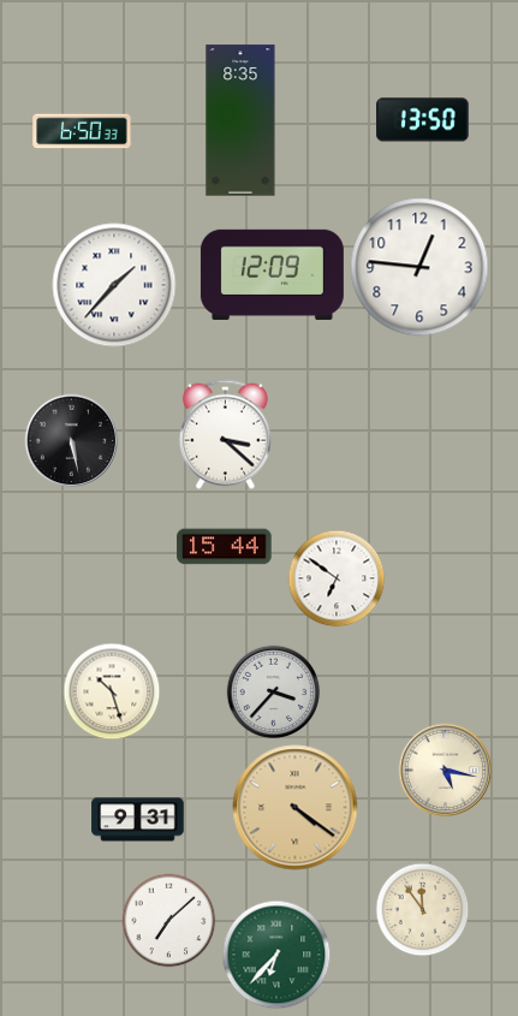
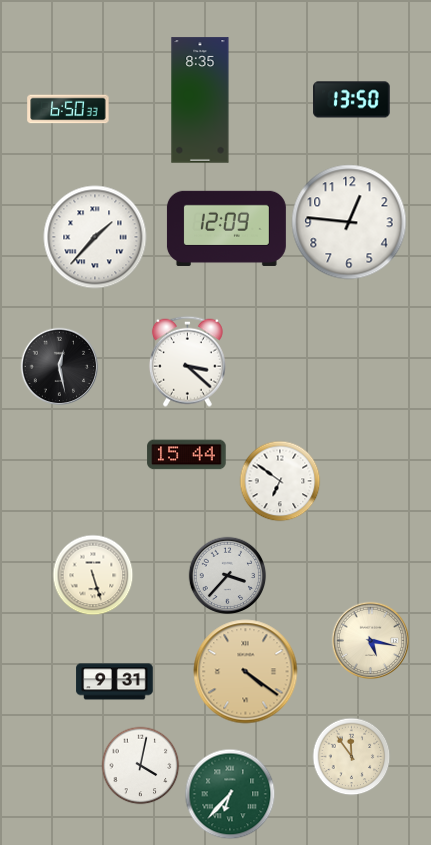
clock at (71, 440): 5:28 -> 12:28
clock at (112, 691): 10:27 -> 5:27
clock at (168, 920): 7:08 -> 4:02
